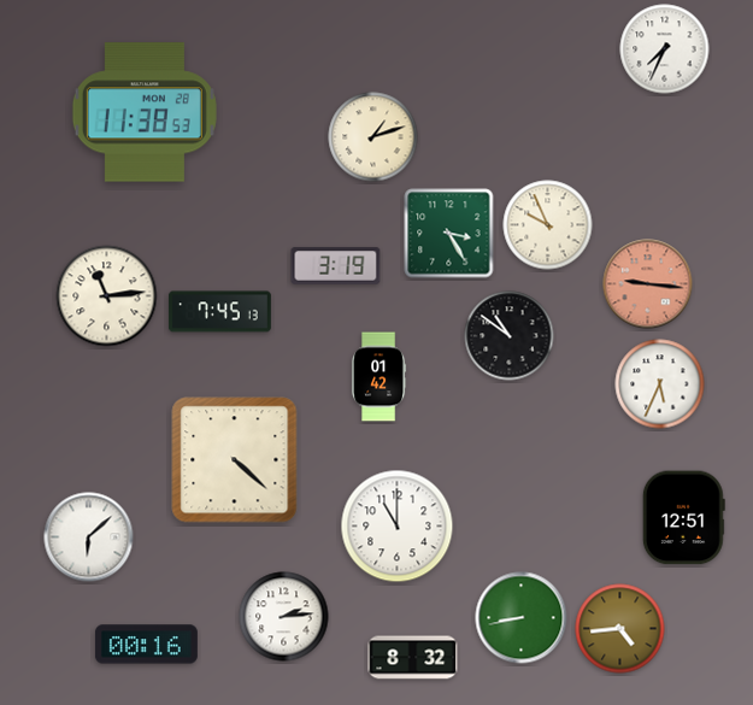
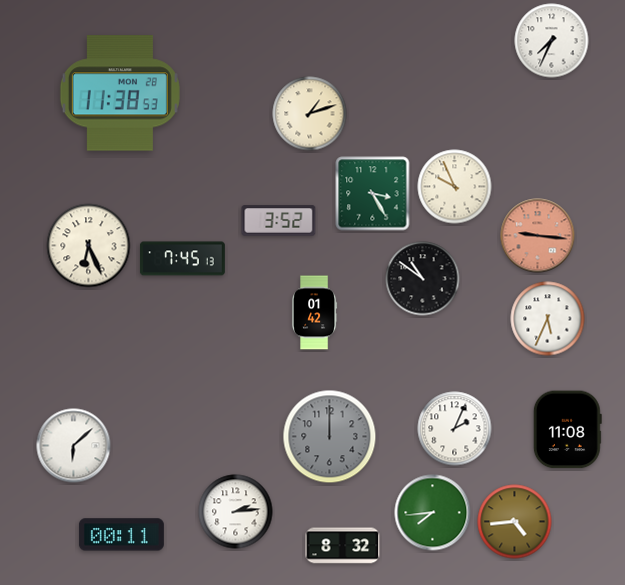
clock at (336, 266): 3:19 -> 3:52
clock at (107, 296): 11:14 -> 6:26
clock at (235, 460): 4:22 -> none
clock at (455, 429): none -> 2:04
clock at (683, 518): 12:51 -> 11:08
clock at (398, 527): 11:00 -> 12:00
clock at (398, 527) dial: white -> grey
clock at (522, 618): 8:43 -> 7:44
clock at (146, 645): 00:16 -> 00:11
